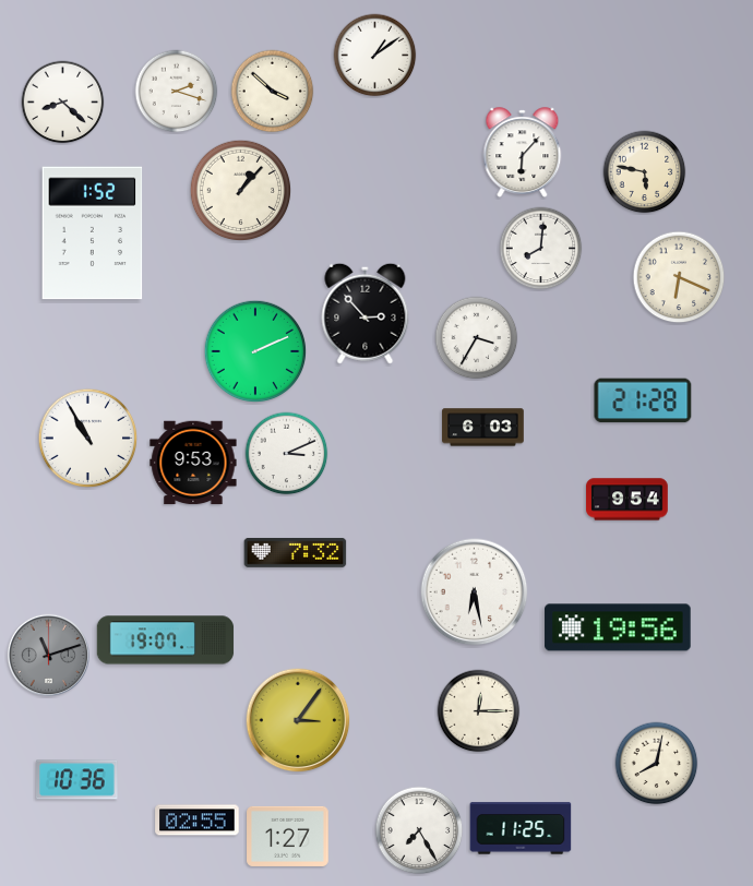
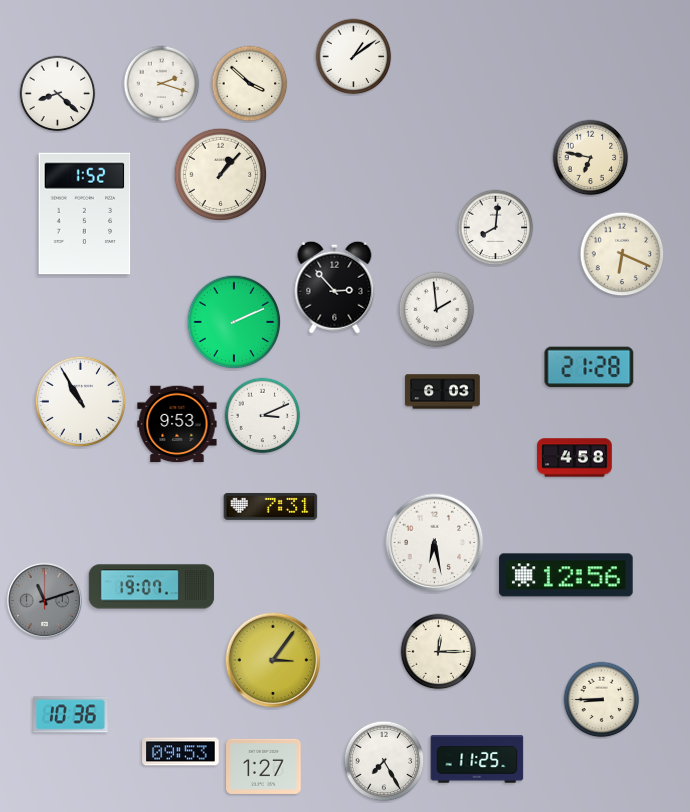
clock at (375, 56) position: (375, 56) -> (354, 57)
clock at (523, 152): 6:07 -> none
clock at (645, 172): 5:47 -> 6:47
clock at (477, 338): 3:35 -> 1:59
clock at (627, 500): 9:54 -> 4:58
clock at (296, 552): 7:32 -> 7:31
clock at (618, 627): 19:56 -> 12:56
clock at (657, 764): 8:02 -> 8:45
clock at (198, 821): 02:55 -> 09:53
